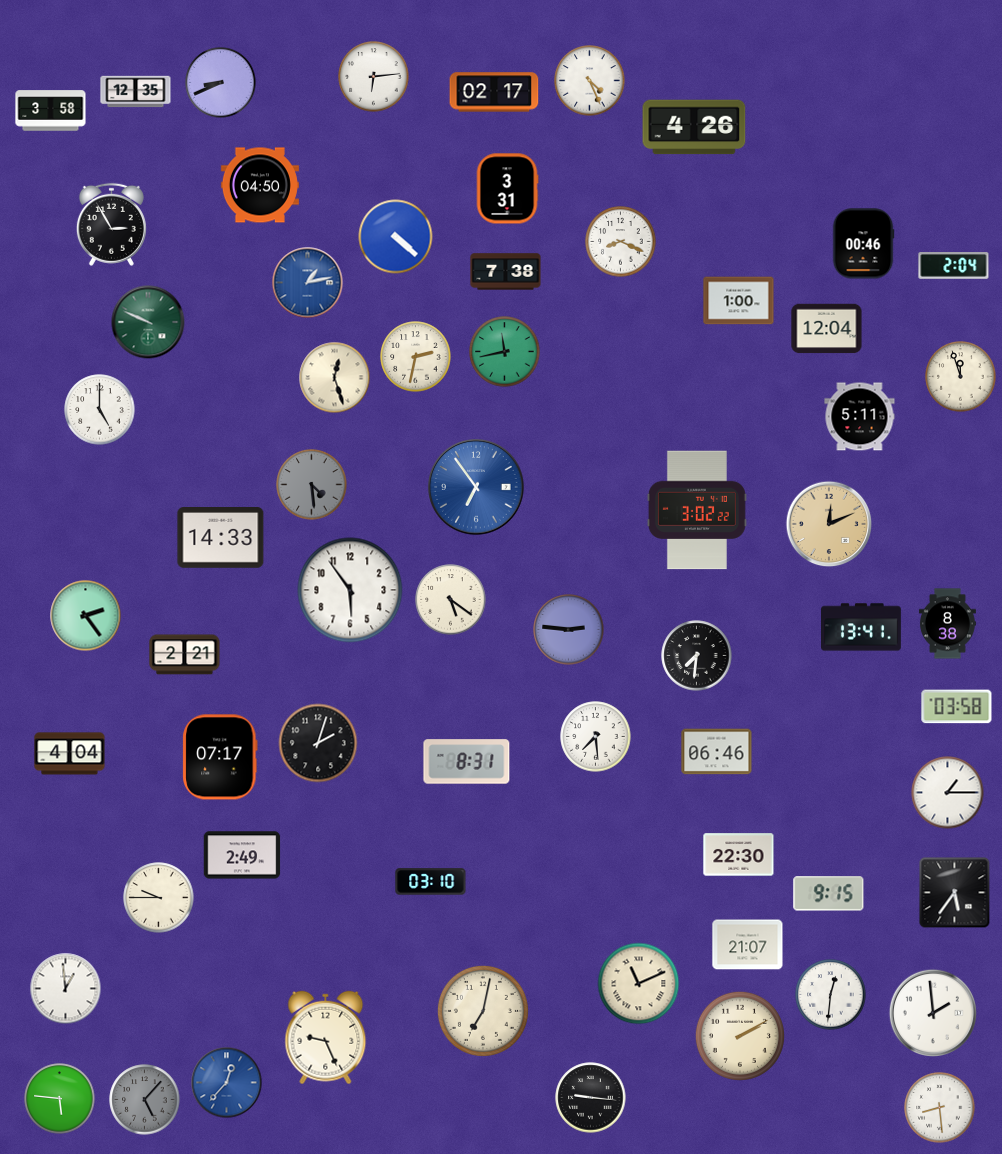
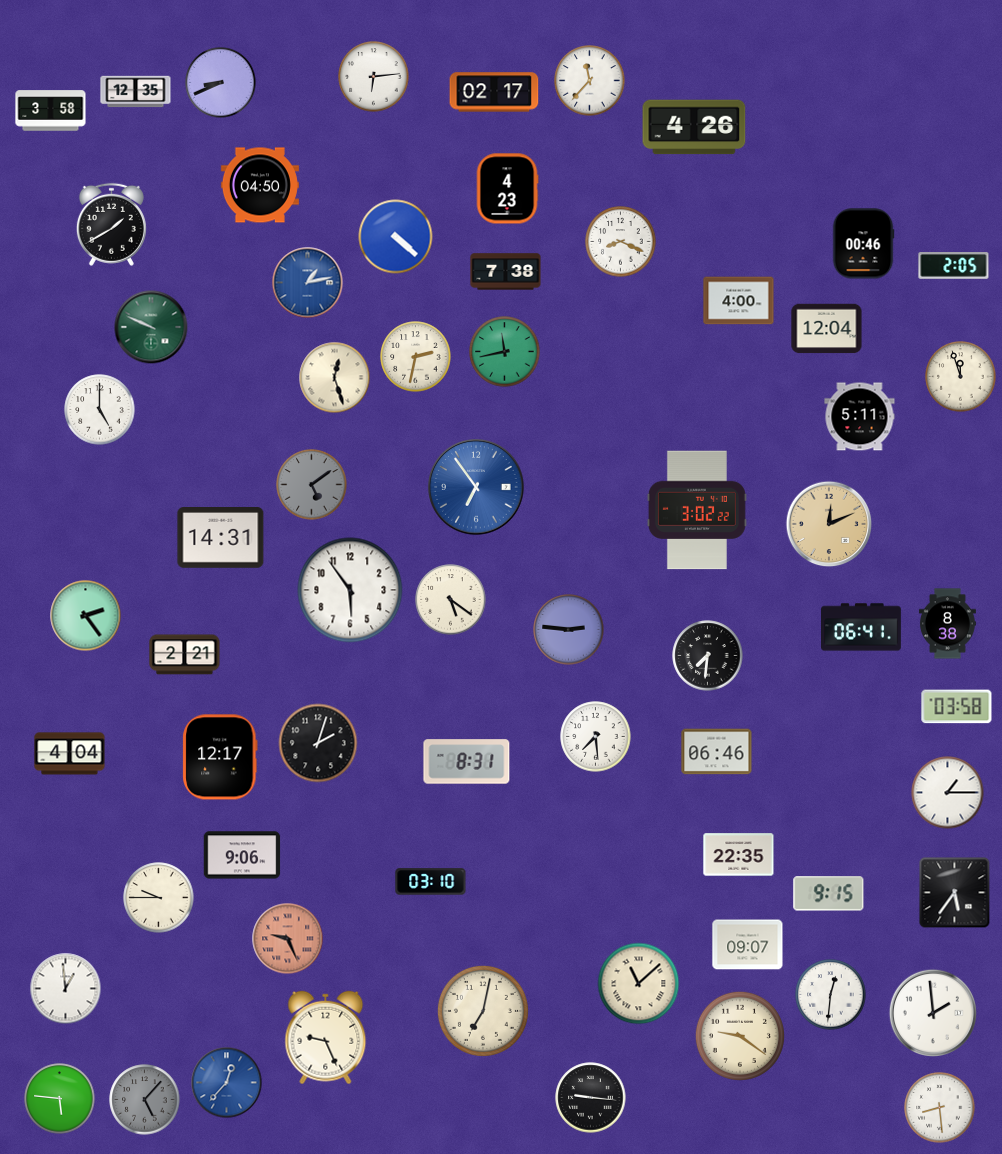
clock at (590, 81): 4:26 -> 11:37
clock at (507, 189): 3:31 -> 4:23
clock at (111, 224): 2:55 -> 1:40
clock at (954, 266): 2:04 -> 2:05
clock at (739, 301): 1:00 -> 4:00
clock at (148, 322) position: (148, 322) -> (151, 327)
clock at (312, 485): 4:29 -> 5:09
clock at (221, 538): 14:33 -> 14:31
clock at (862, 627): 13:41 -> 06:41
clock at (697, 656) position: (697, 656) -> (708, 656)
clock at (220, 757): 07:17 -> 12:17
clock at (242, 855): 2:49 -> 9:06
clock at (739, 855): 22:30 -> 22:35
clock at (288, 939): none -> 9:26
clock at (748, 945): 21:07 -> 09:07
clock at (639, 984): 11:11 -> 11:08
clock at (740, 1036): 2:10 -> 9:21
